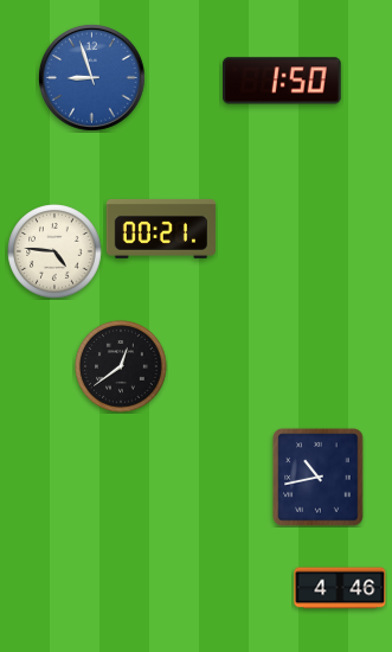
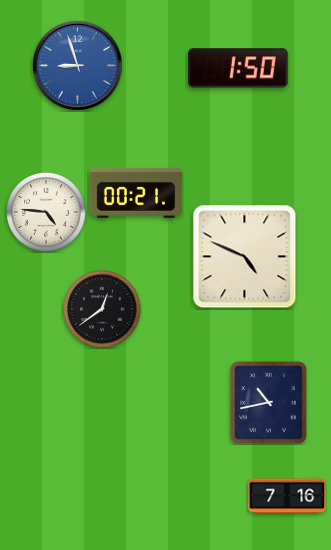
clock at (245, 257): none -> 4:49
clock at (340, 588): 4:46 -> 7:16
